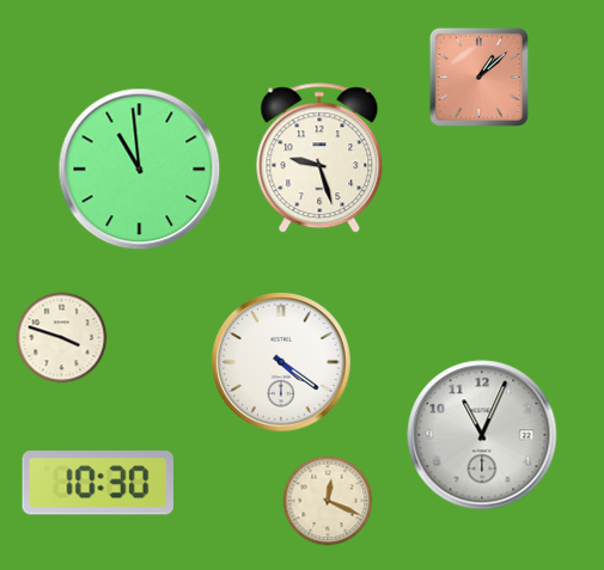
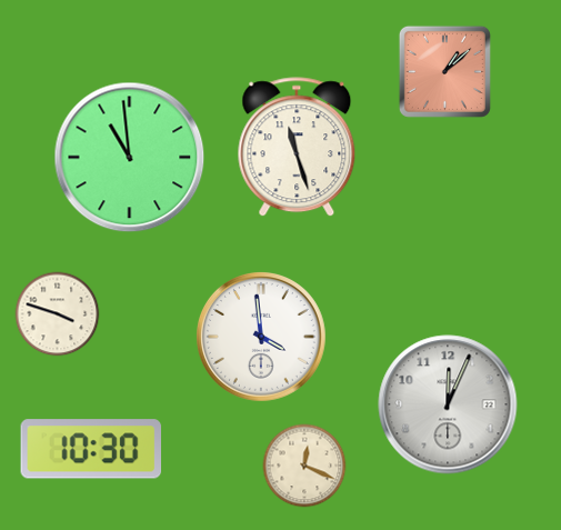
clock at (319, 159): 9:27 -> 11:27
clock at (281, 362): 4:21 -> 3:59
clock at (482, 435): 11:04 -> 12:04
